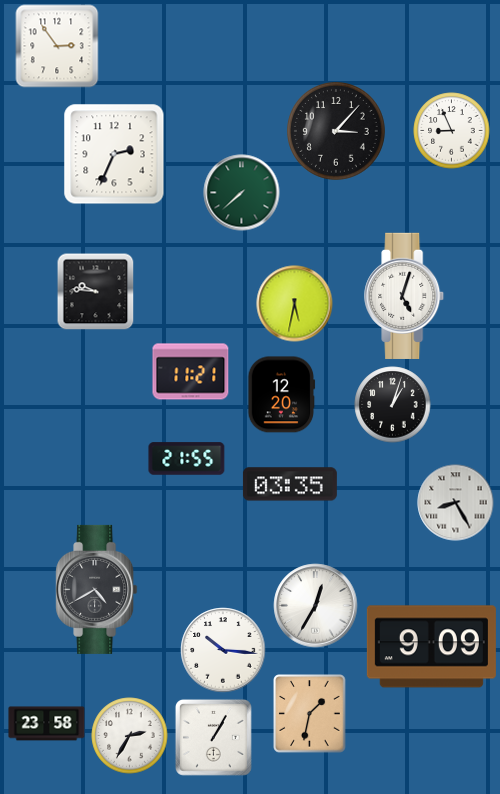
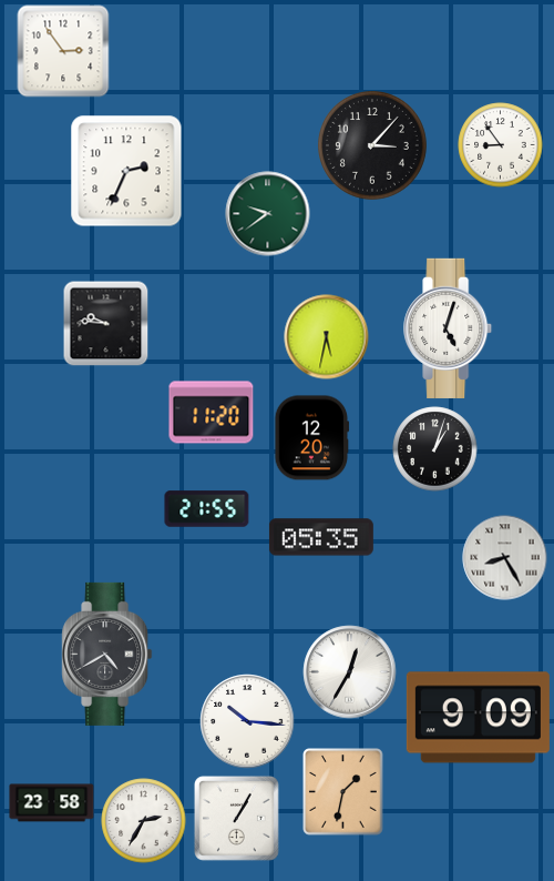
clock at (452, 131): 8:56 -> 8:54
clock at (242, 193): 7:38 -> 9:39
clock at (191, 372): 11:21 -> 11:20
clock at (290, 484): 03:35 -> 05:35
clock at (130, 736) position: (130, 736) -> (144, 821)
